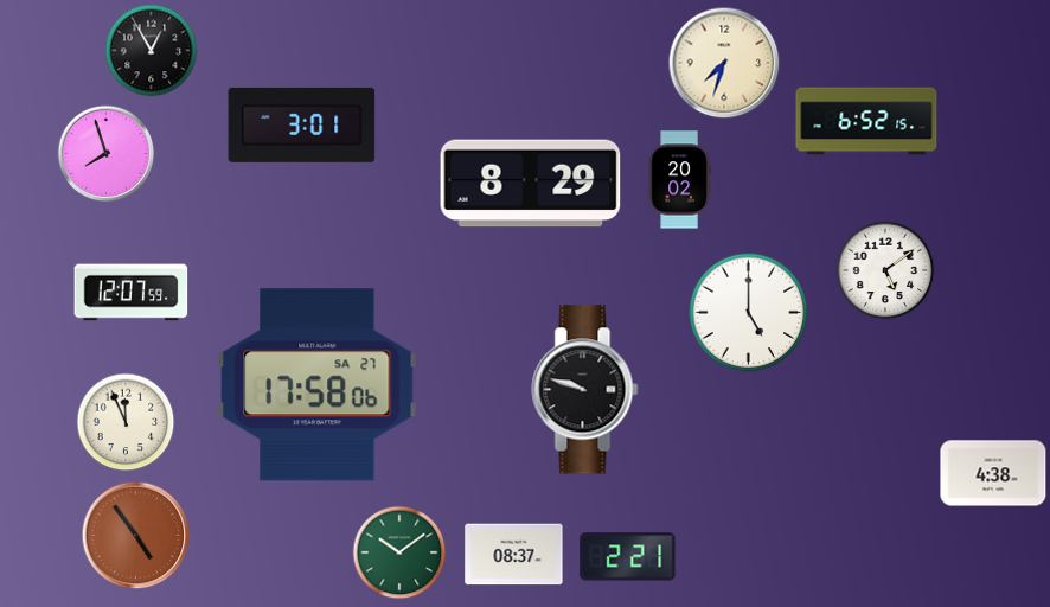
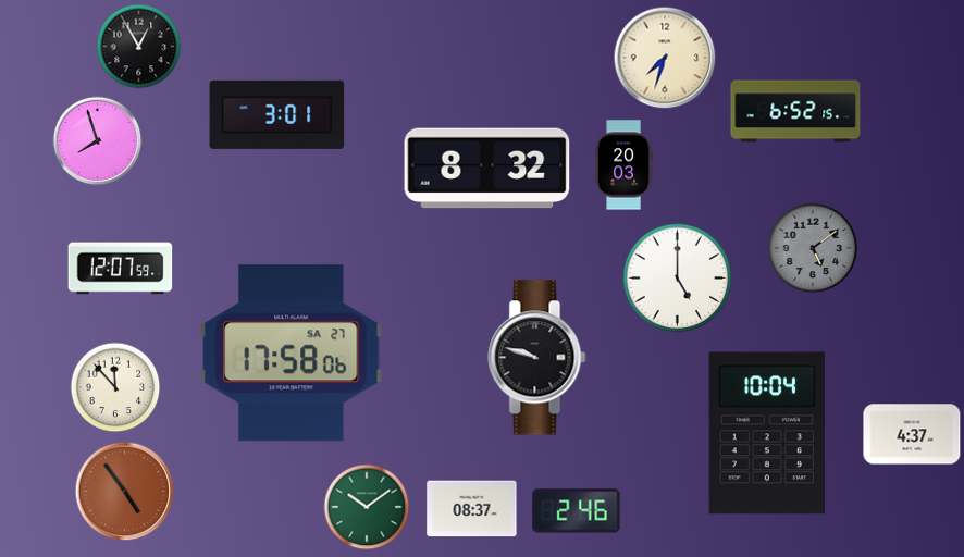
clock at (679, 180): 20:02 -> 20:03
clock at (531, 184): 8:29 -> 8:32
clock at (885, 270) dial: white -> grey
clock at (749, 313) position: (749, 313) -> (678, 278)
clock at (126, 422): 11:56 -> 11:53
clock at (767, 433): none -> 10:04
clock at (993, 473): 4:38 -> 4:37
clock at (628, 557): 2:21 -> 2:46
